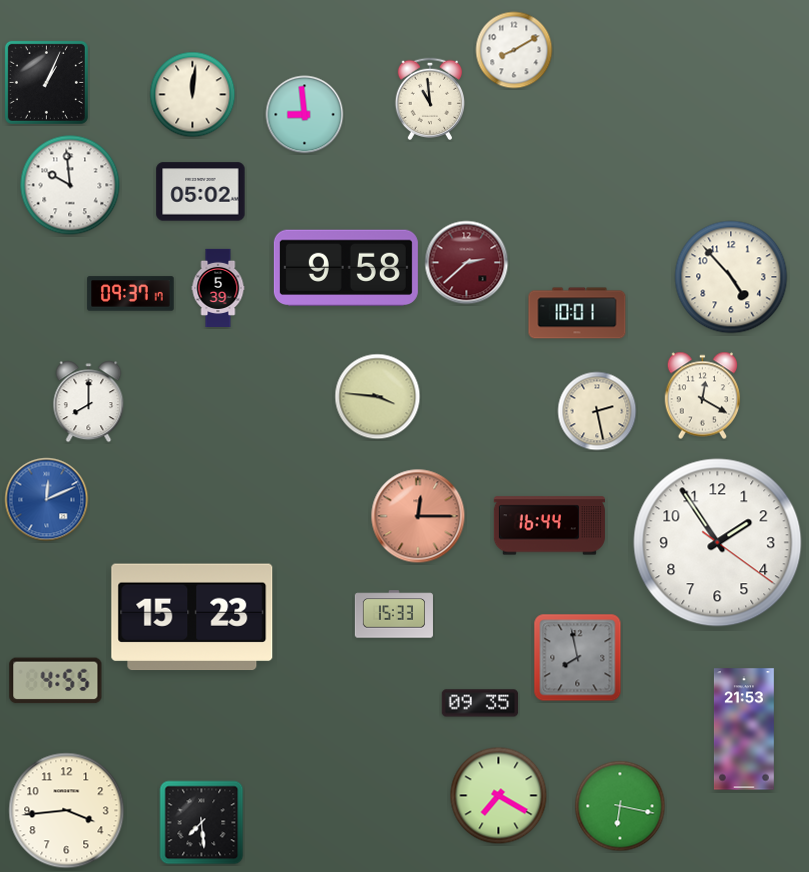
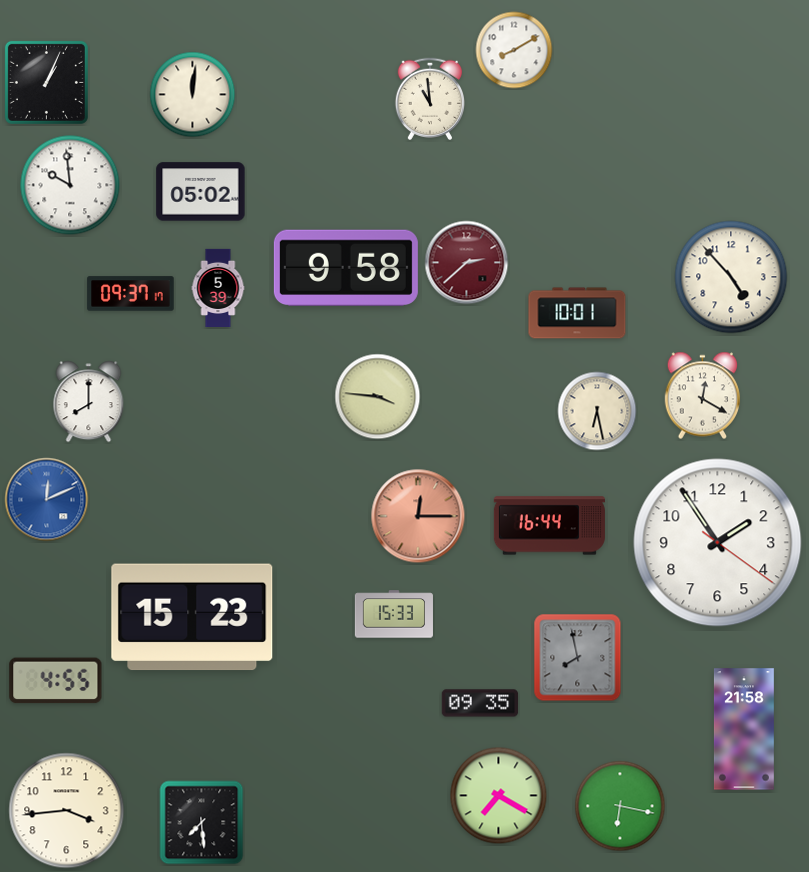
clock at (305, 115): 8:59 -> none
clock at (597, 411): 2:28 -> 6:28
clock at (744, 729): 21:53 -> 21:58
